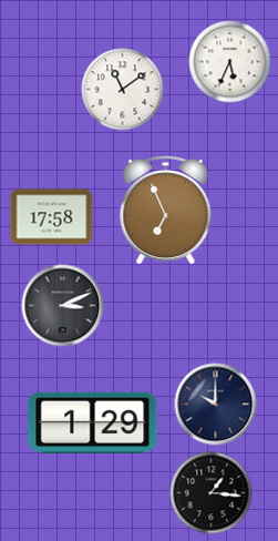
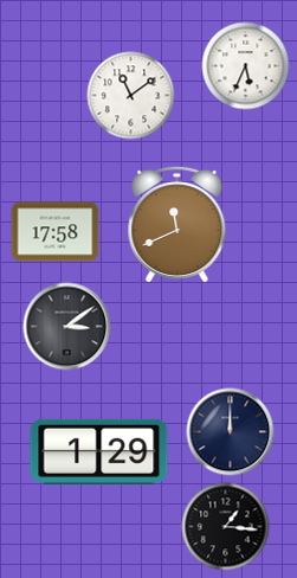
clock at (166, 210): 6:56 -> 11:41
clock at (63, 306): 3:11 -> 3:09
clock at (216, 405): 10:00 -> 12:00
